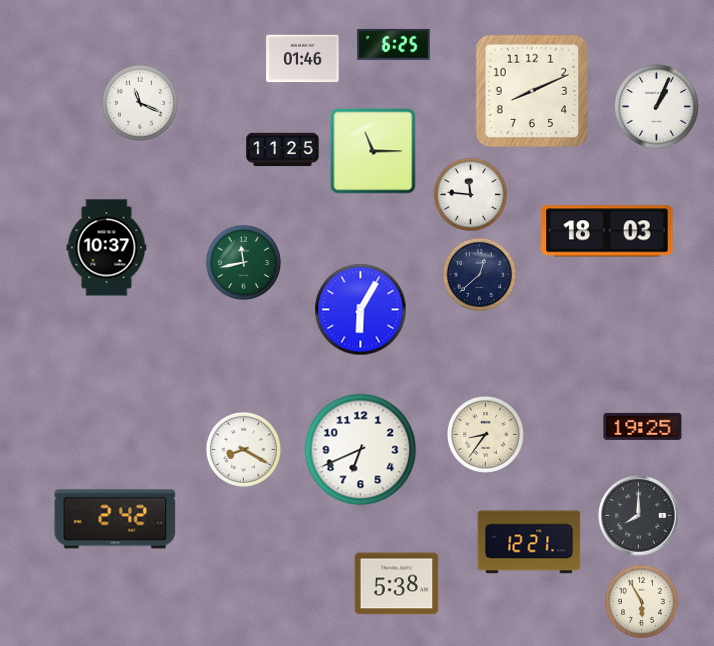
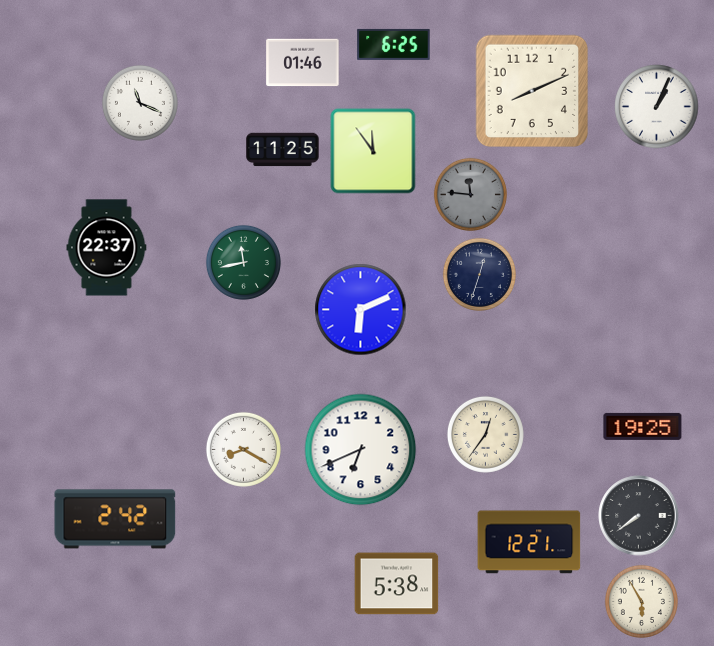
clock at (303, 59) position: (303, 59) -> (303, 63)
clock at (373, 151): 11:15 -> 11:54
clock at (470, 194) dial: white -> grey
clock at (607, 231): 18:03 -> none
clock at (107, 248): 10:37 -> 22:37
clock at (479, 274): 12:38 -> 12:33
clock at (361, 310): 6:05 -> 6:11
clock at (485, 434): 8:36 -> 12:36
clock at (639, 516): 8:00 -> 7:39
